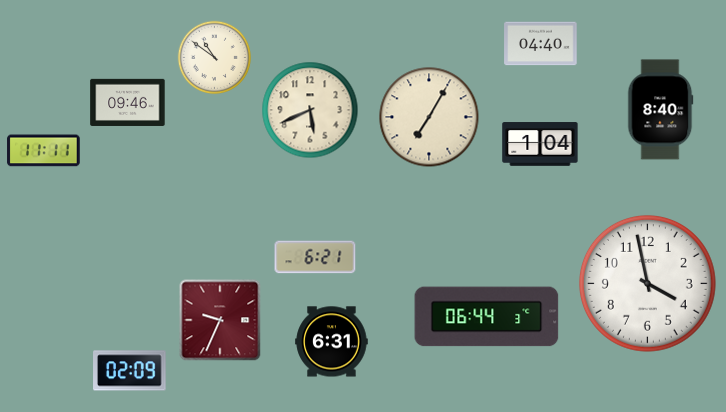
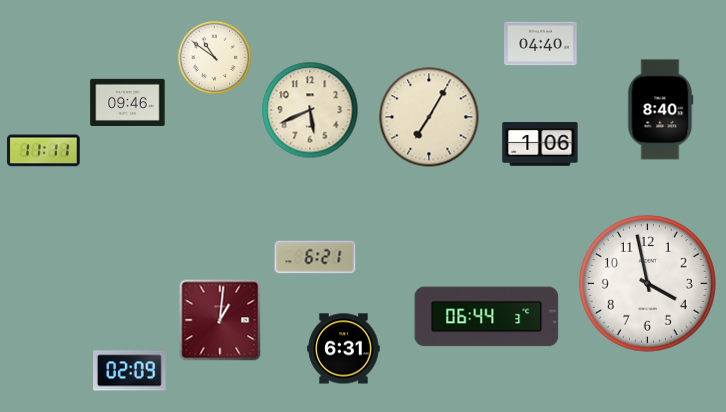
clock at (540, 144): 1:04 -> 1:06
clock at (220, 320): 9:34 -> 1:01
clock at (332, 342) position: (332, 342) -> (344, 349)
